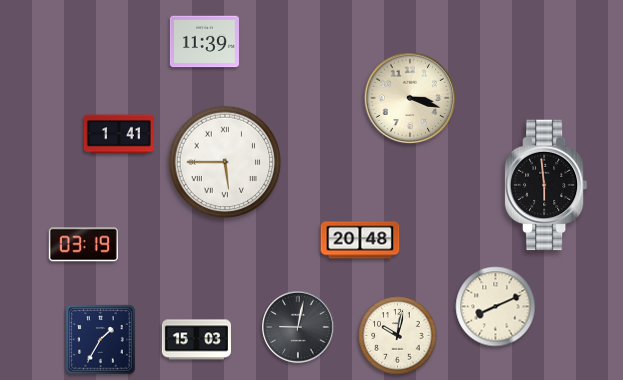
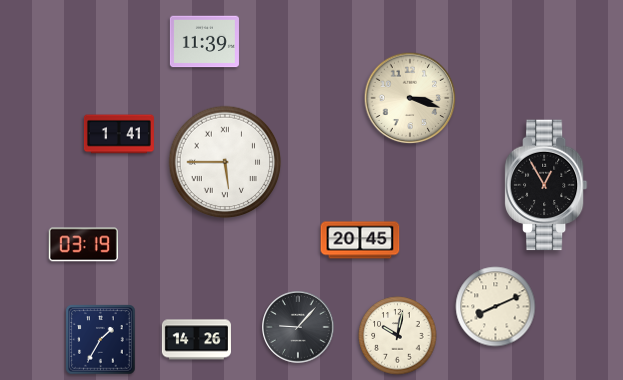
clock at (546, 185): 5:59 -> 12:55
clock at (360, 240): 20:48 -> 20:45
clock at (298, 327): 9:02 -> 9:07
clock at (196, 340): 15:03 -> 14:26
